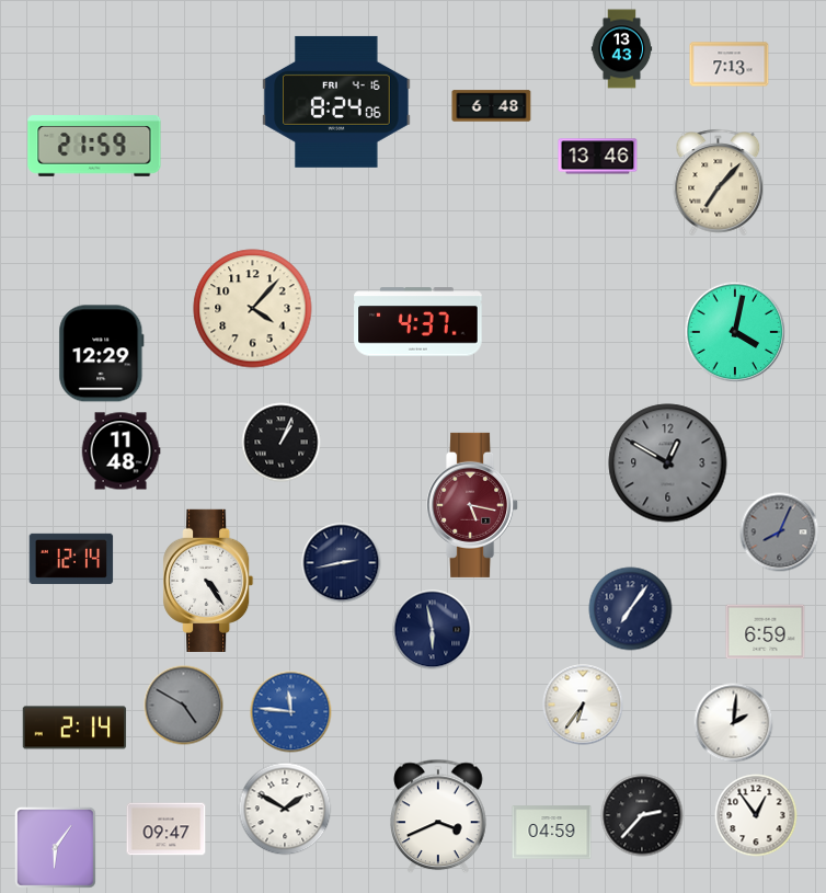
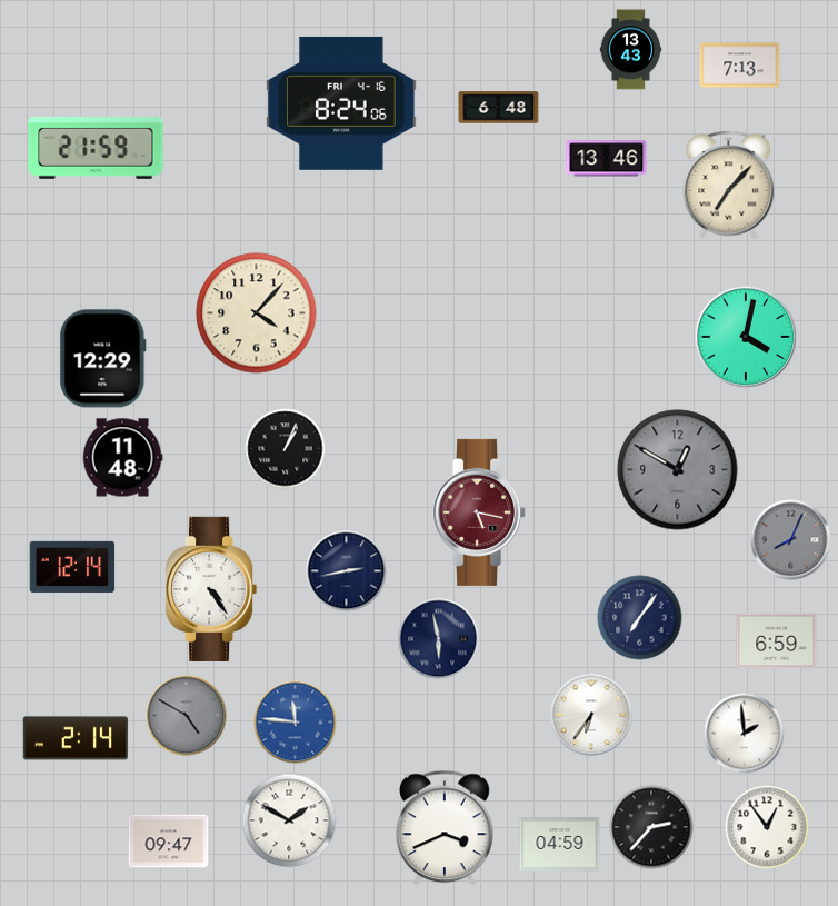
clock at (418, 322): 4:37 -> none
clock at (734, 723): 2:01 -> 1:59
clock at (55, 847): 6:06 -> none
